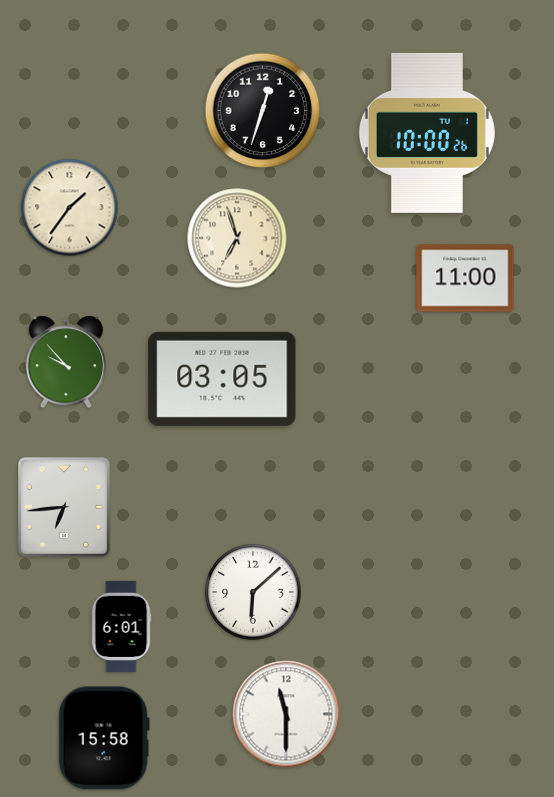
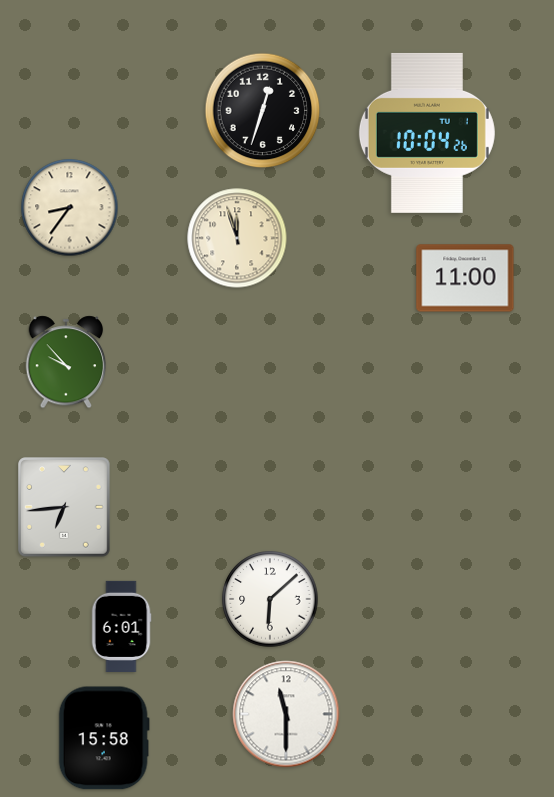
clock at (427, 133): 10:00 -> 10:04
clock at (70, 208): 1:36 -> 8:36
clock at (237, 238): 6:57 -> 11:57
clock at (222, 379): 03:05 -> none
clock at (253, 592) position: (253, 592) -> (270, 599)
